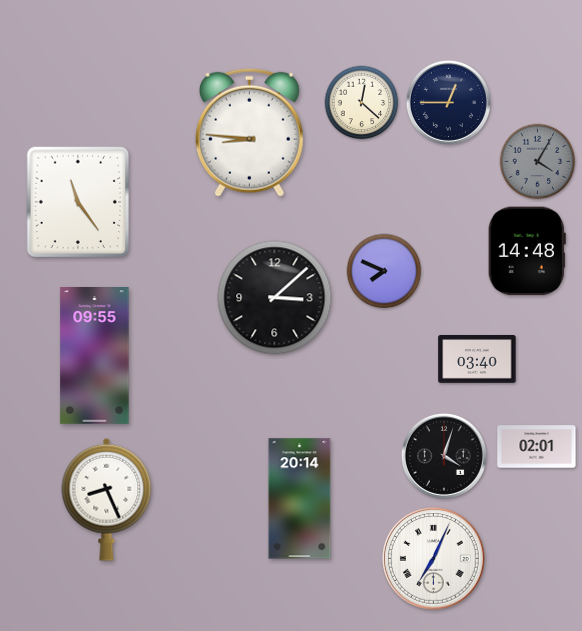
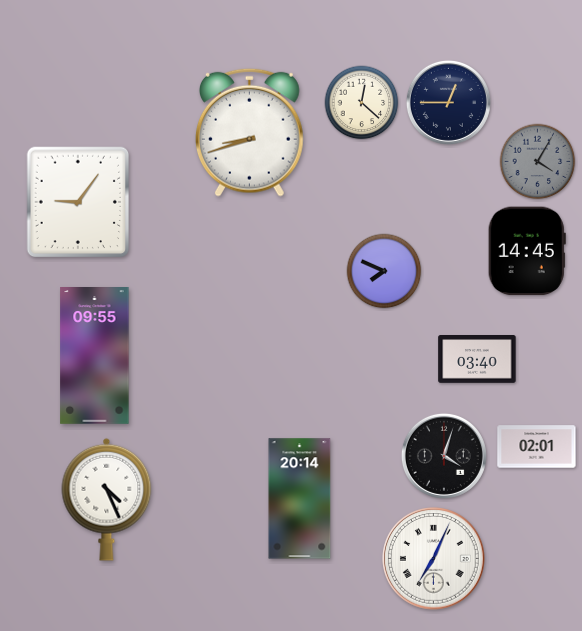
clock at (250, 132): 8:46 -> 8:42
clock at (78, 202): 11:24 -> 9:06
clock at (527, 251): 14:48 -> 14:45
clock at (275, 298): 3:08 -> none
clock at (107, 499): 8:26 -> 4:26
